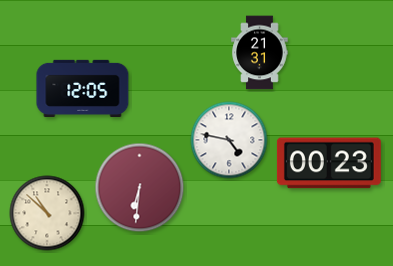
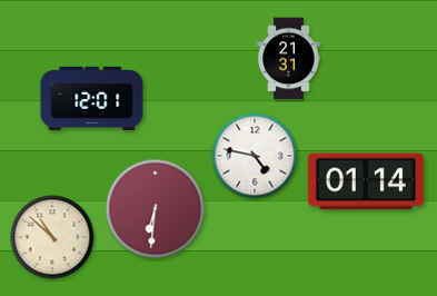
clock at (83, 88): 12:05 -> 12:01
clock at (329, 163): 00:23 -> 01:14
